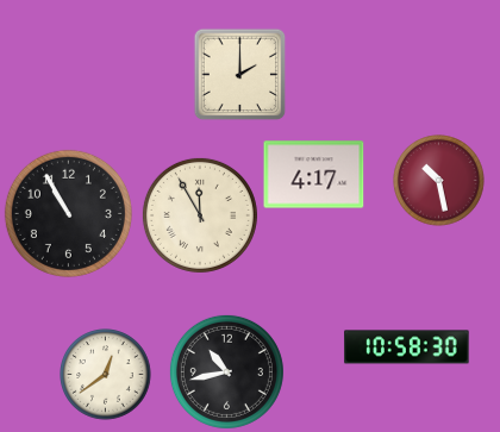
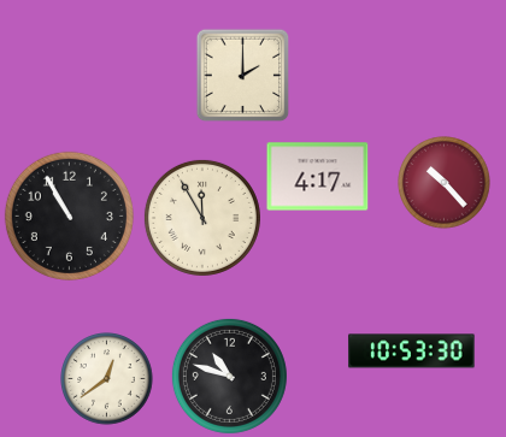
clock at (439, 181): 10:28 -> 10:23
clock at (407, 348): 10:58 -> 10:53
clock at (226, 371): 10:43 -> 10:48
